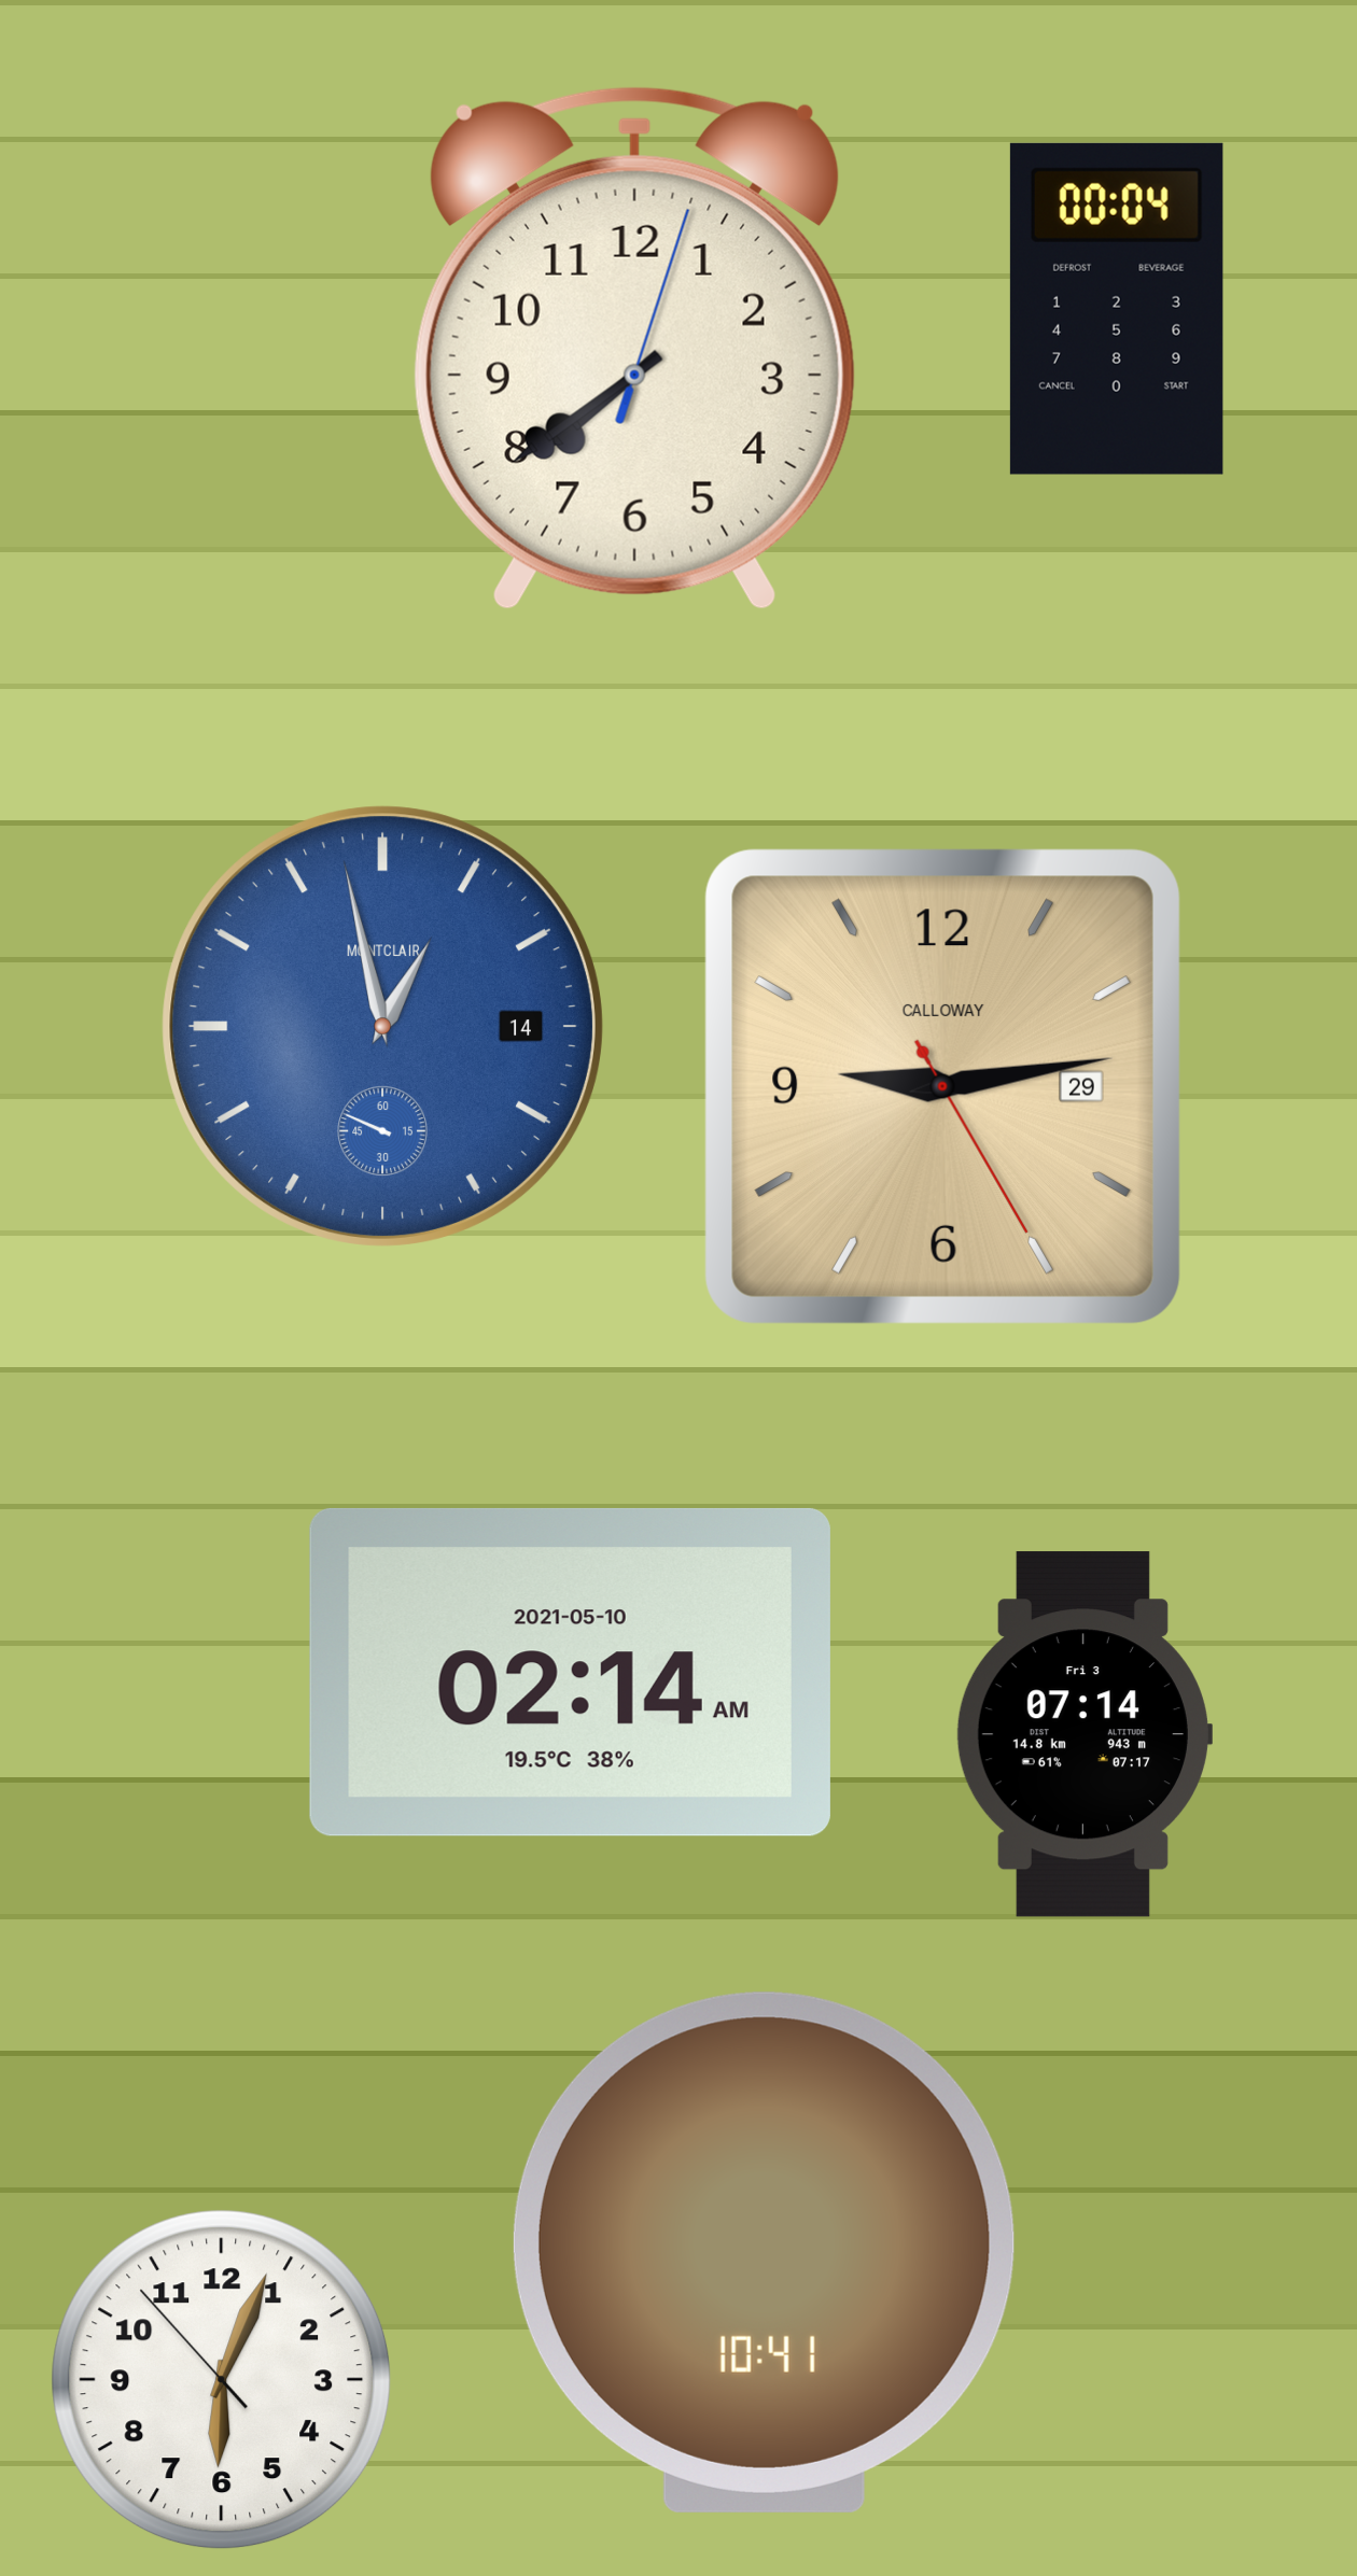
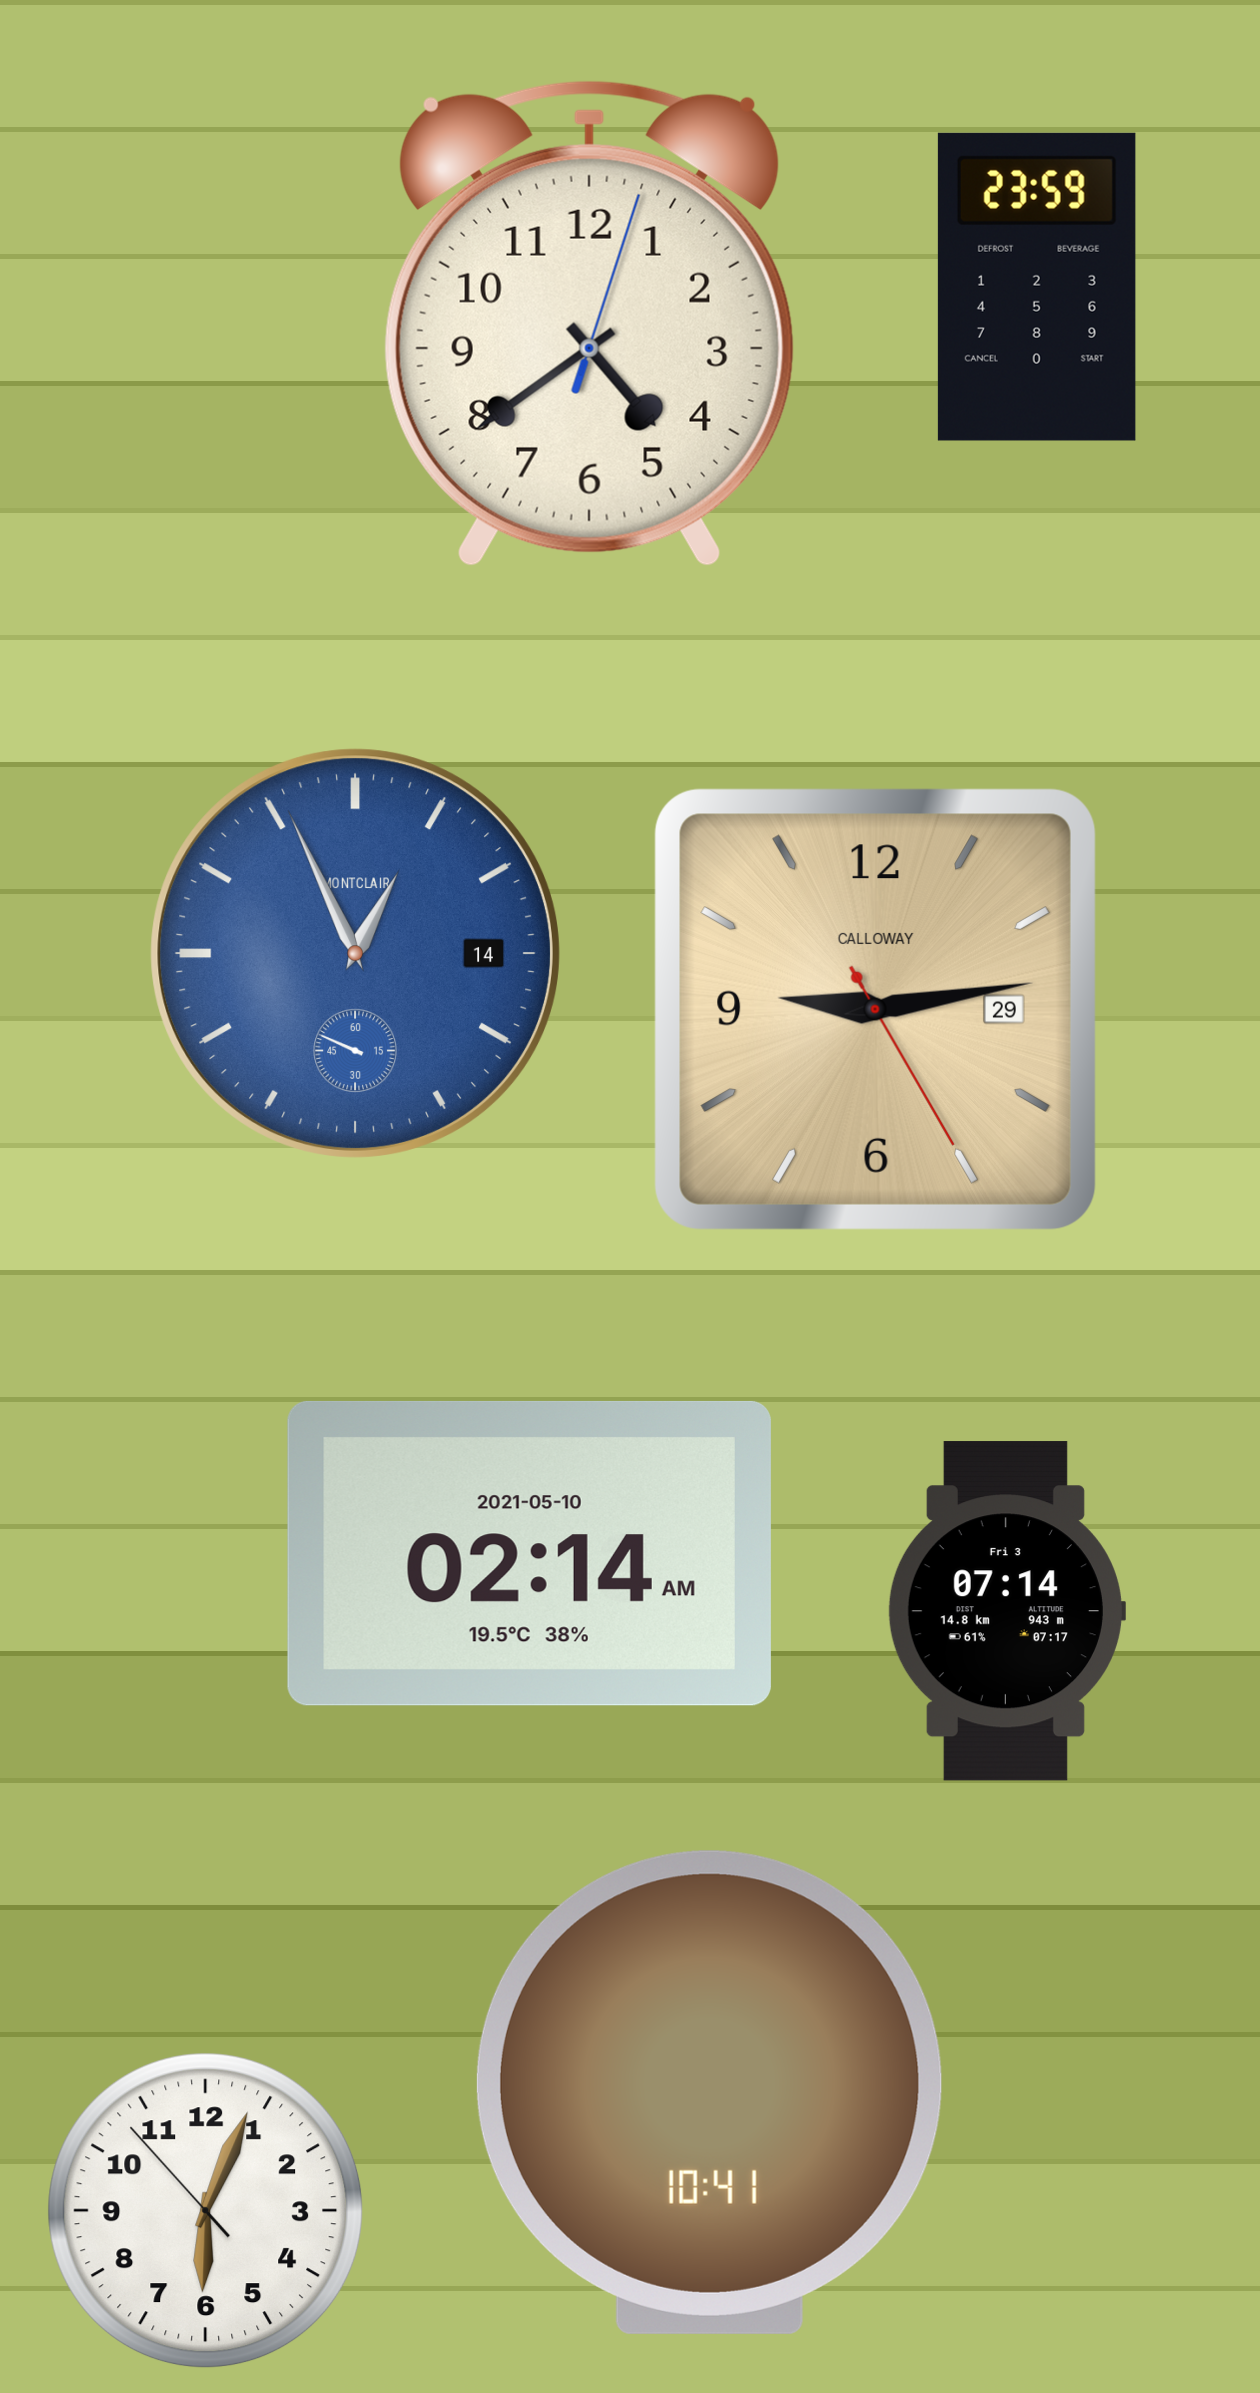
clock at (1117, 309): 00:04 -> 23:59
clock at (634, 348): 7:39 -> 4:39
clock at (382, 1026): 12:57 -> 12:55
